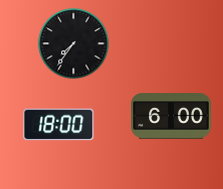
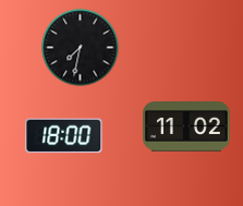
clock at (74, 44): 7:36 -> 7:32
clock at (172, 116): 6:00 -> 11:02
